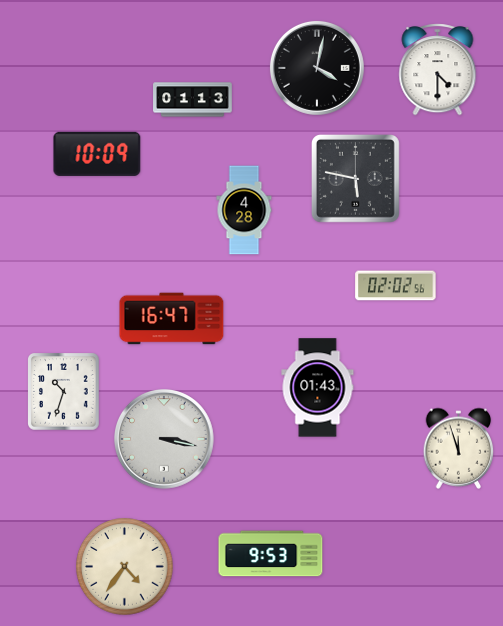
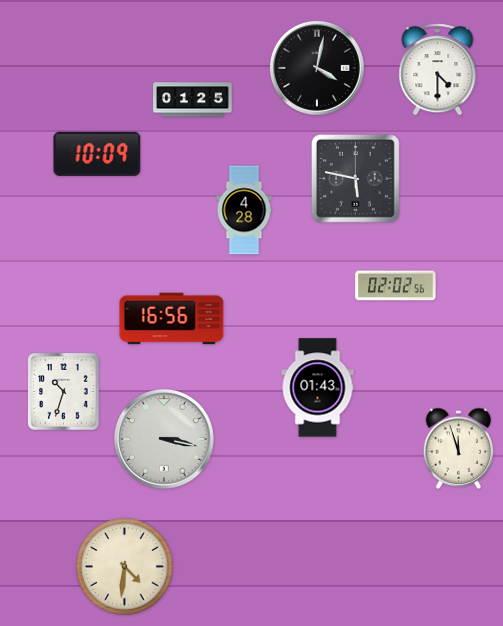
clock at (193, 100): 01:13 -> 01:25
clock at (172, 319): 16:47 -> 16:56
clock at (271, 554): 9:53 -> none
clock at (125, 567): 4:36 -> 4:31
